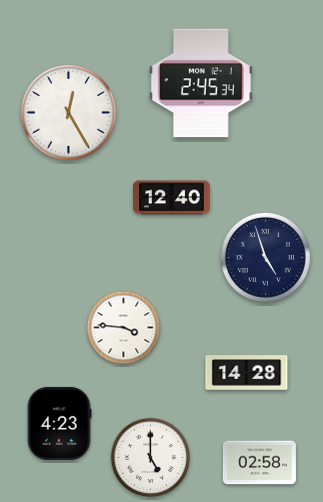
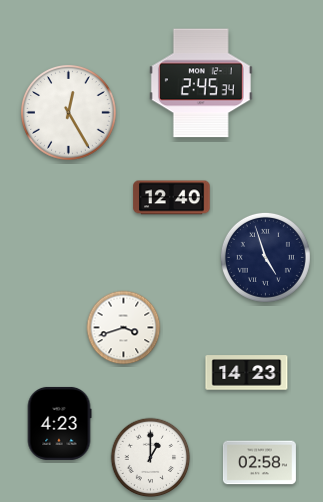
clock at (124, 328): 3:46 -> 3:42
clock at (247, 373): 14:28 -> 14:23
clock at (151, 458): 5:00 -> 1:00
